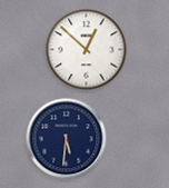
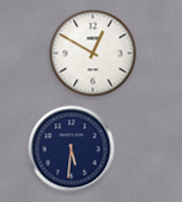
clock at (87, 50): 12:52 -> 12:50
